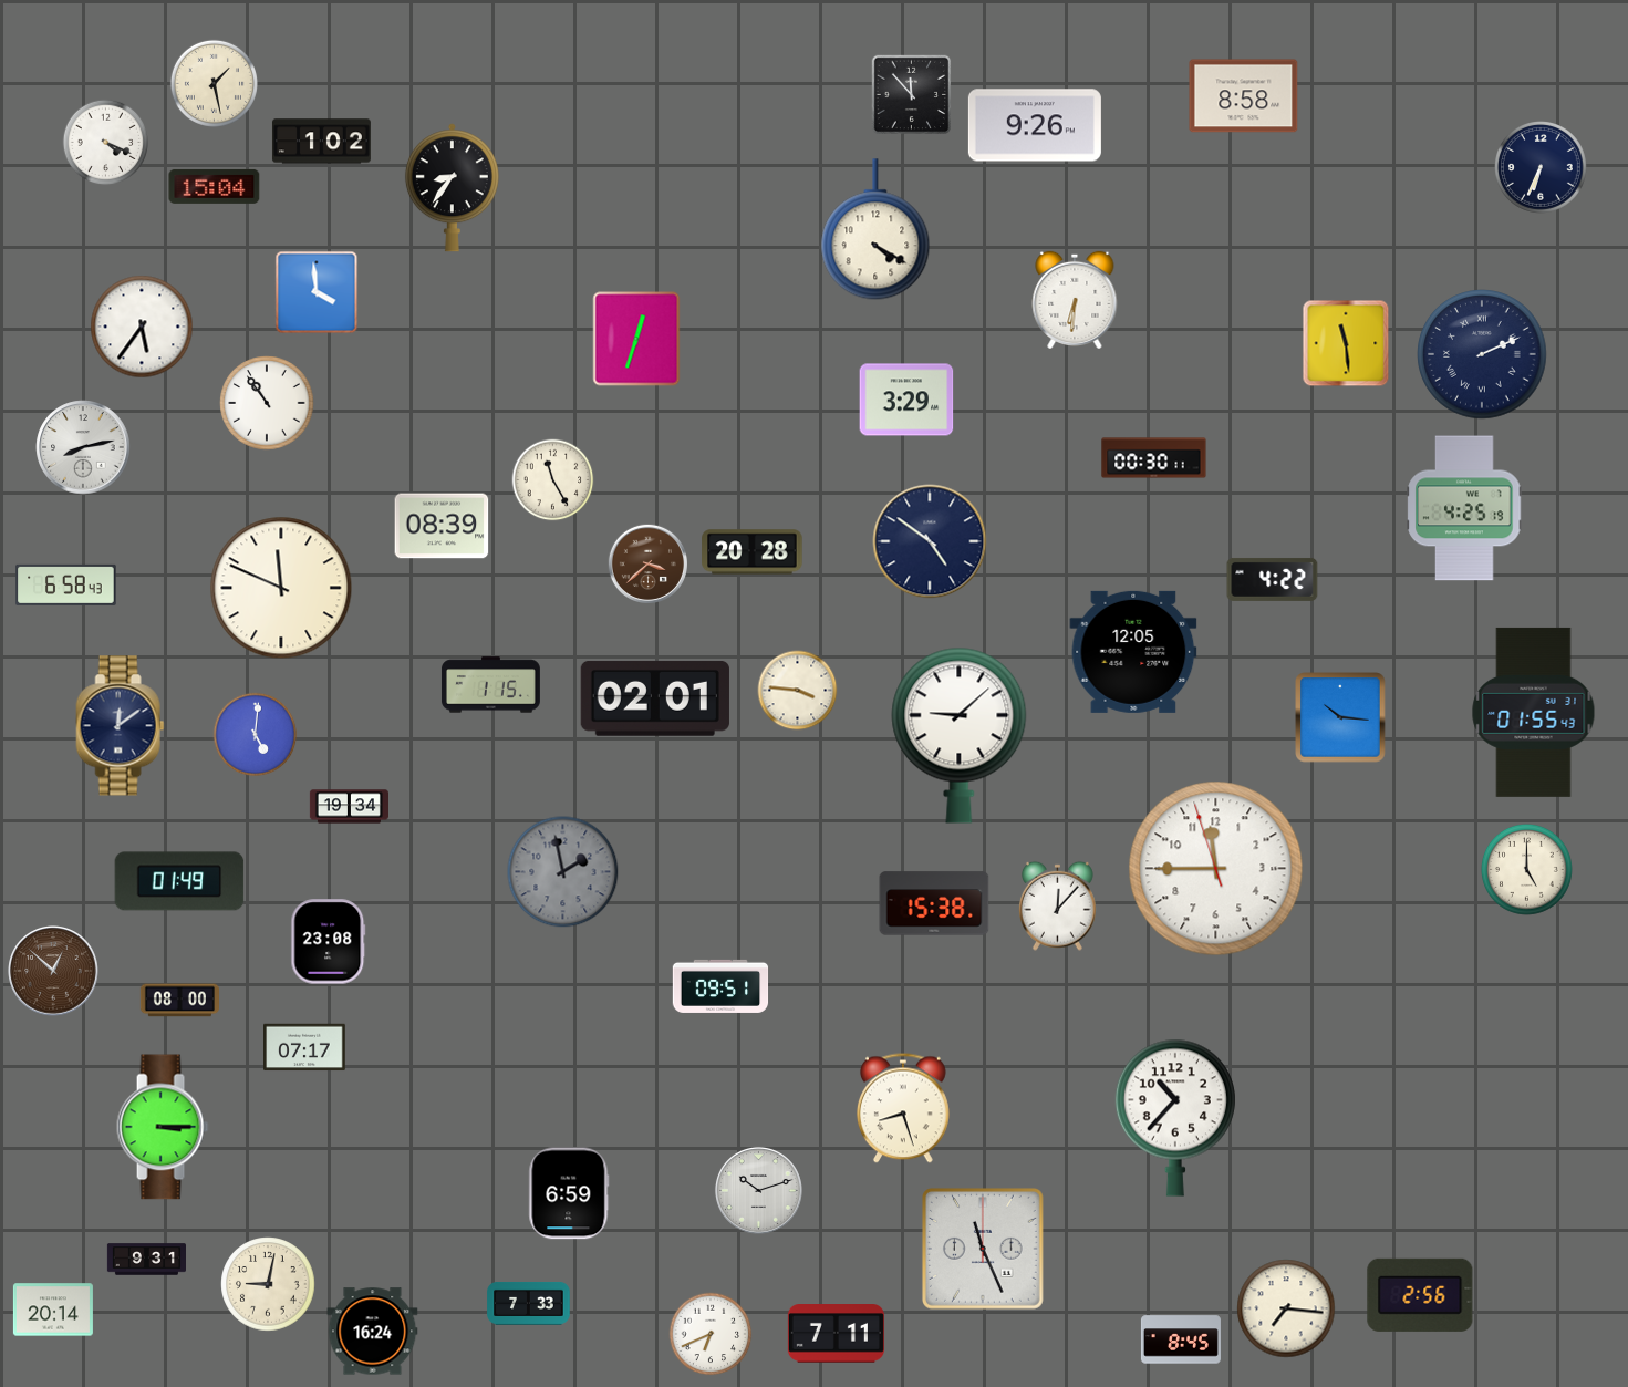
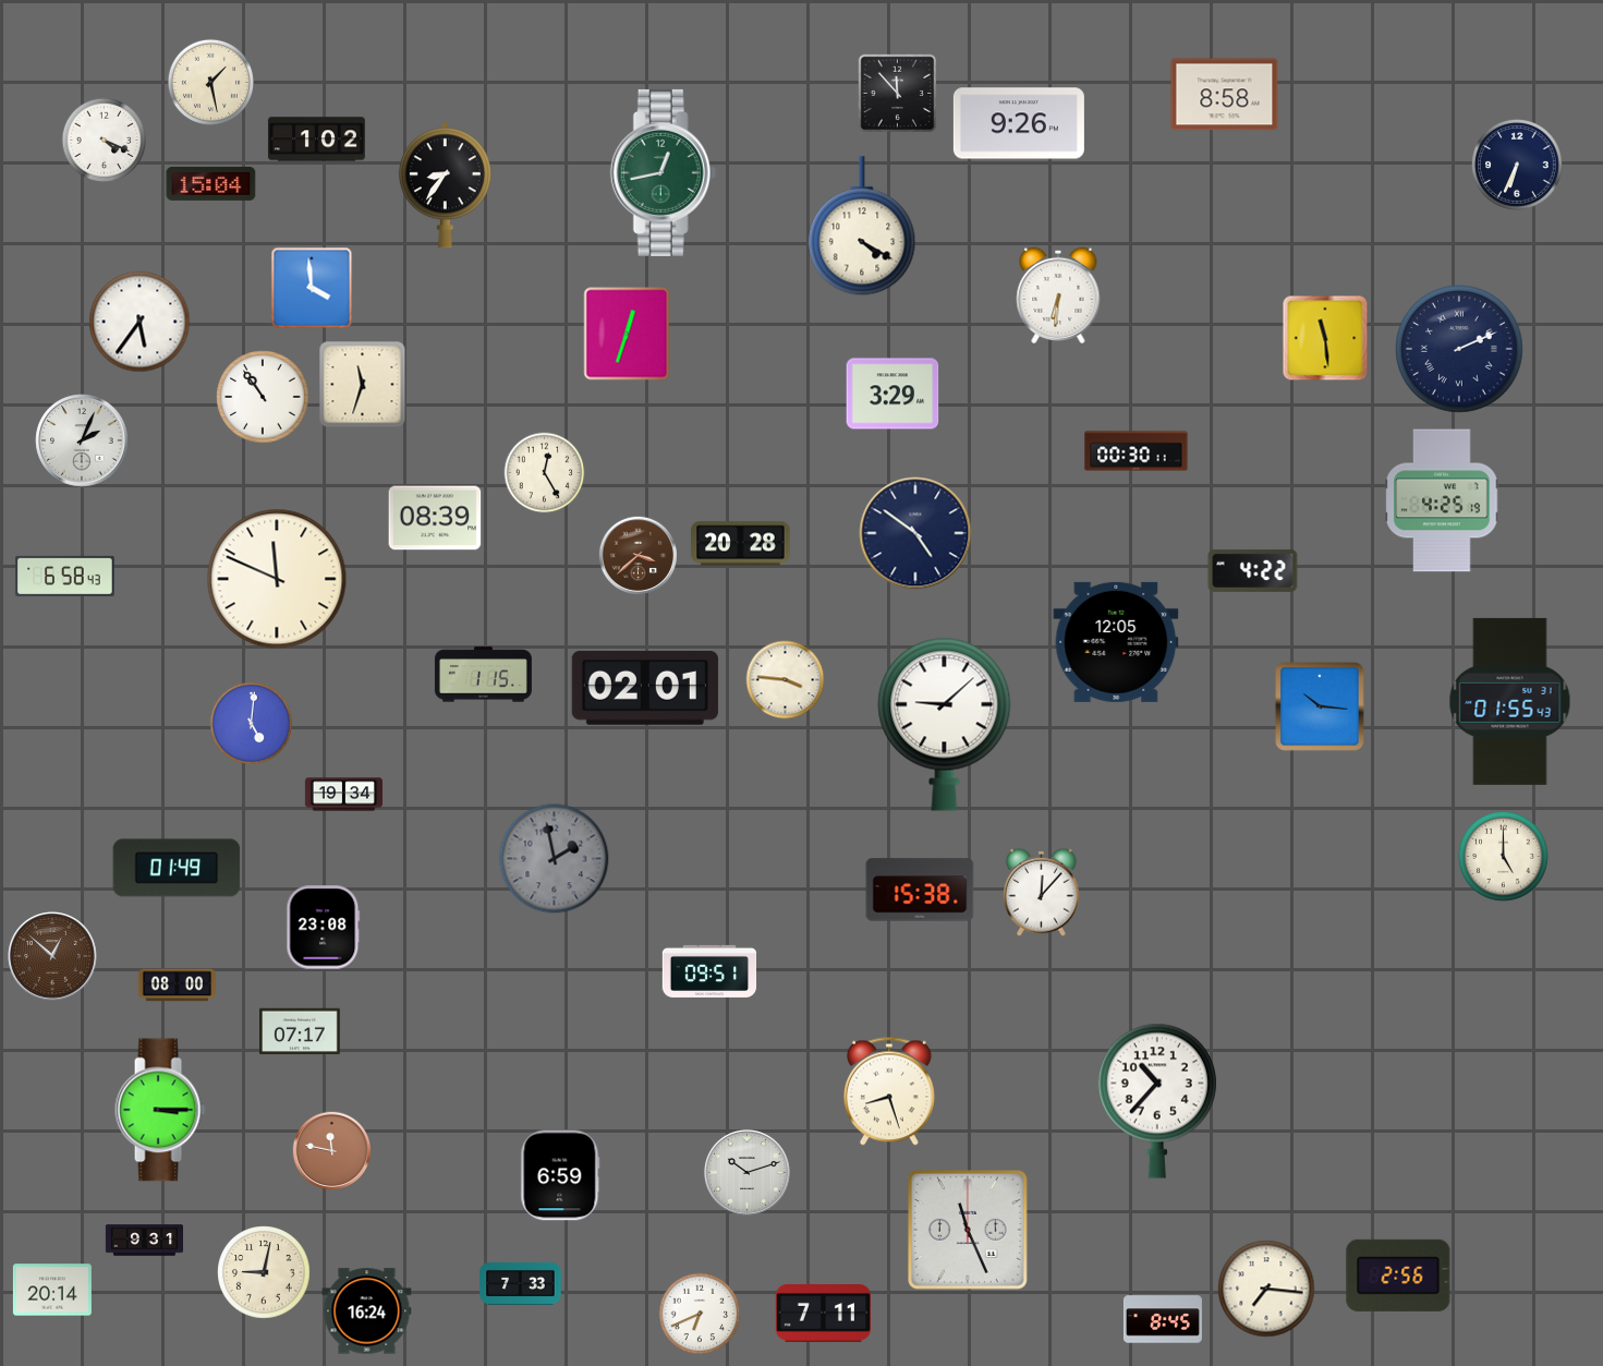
clock at (663, 172): none -> 12:43
clock at (363, 385): none -> 11:33
clock at (83, 447): 8:13 -> 2:04
clock at (553, 480): 11:25 -> 12:25
clock at (121, 726): 12:09 -> none
clock at (1216, 869): 11:44 -> none
clock at (331, 1150): none -> 11:47
clock at (268, 1284) position: (268, 1284) -> (264, 1272)
